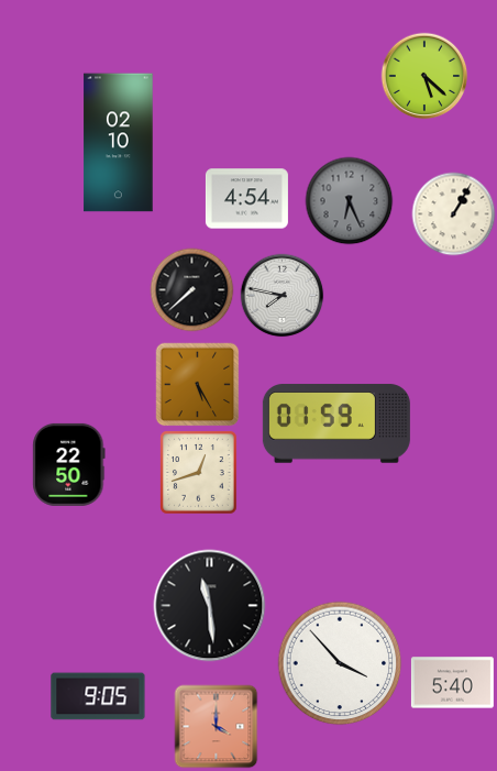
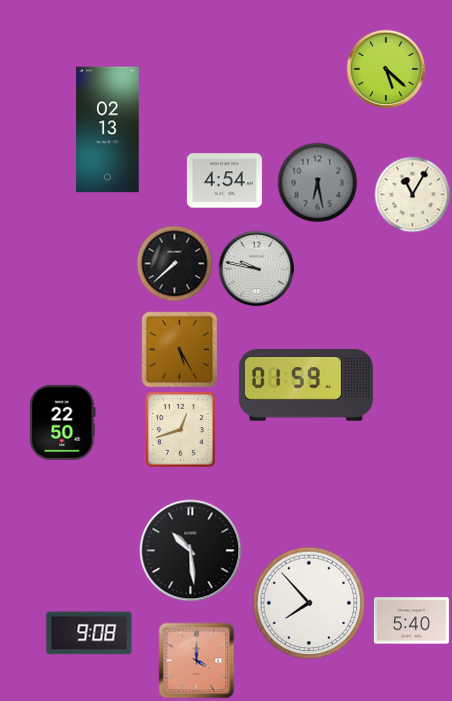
clock at (119, 143): 02:10 -> 02:13
clock at (350, 201): 6:26 -> 6:28
clock at (454, 214): 1:05 -> 11:05
clock at (283, 296): 7:47 -> 9:47
clock at (210, 606): 11:29 -> 10:29
clock at (340, 663): 3:53 -> 7:53
clock at (98, 696): 9:05 -> 9:08
